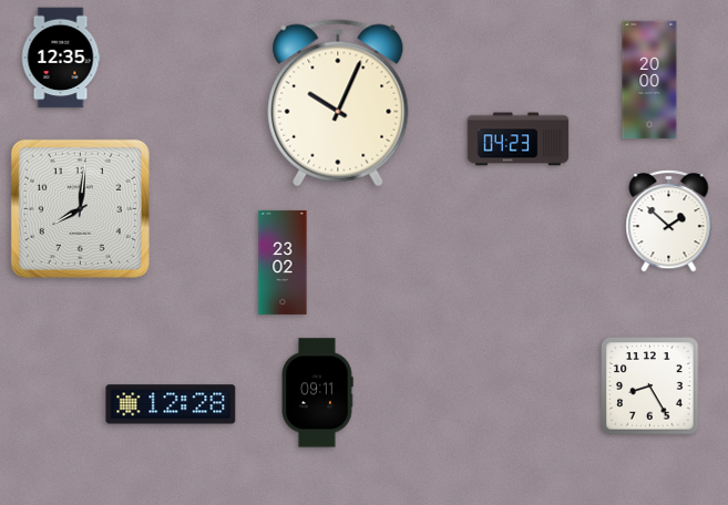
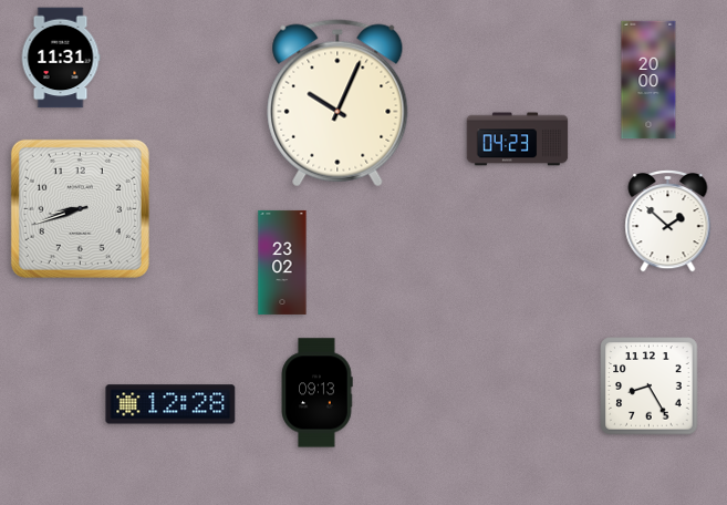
clock at (61, 58): 12:35 -> 11:31
clock at (80, 208): 8:01 -> 8:42
clock at (317, 393): 09:11 -> 09:13
